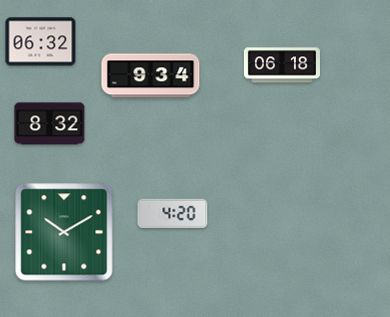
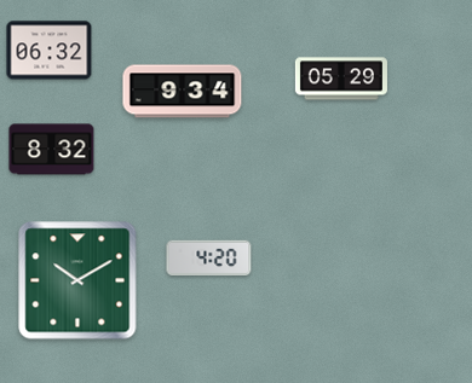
clock at (282, 65): 06:18 -> 05:29
clock at (50, 124) position: (50, 124) -> (52, 150)
